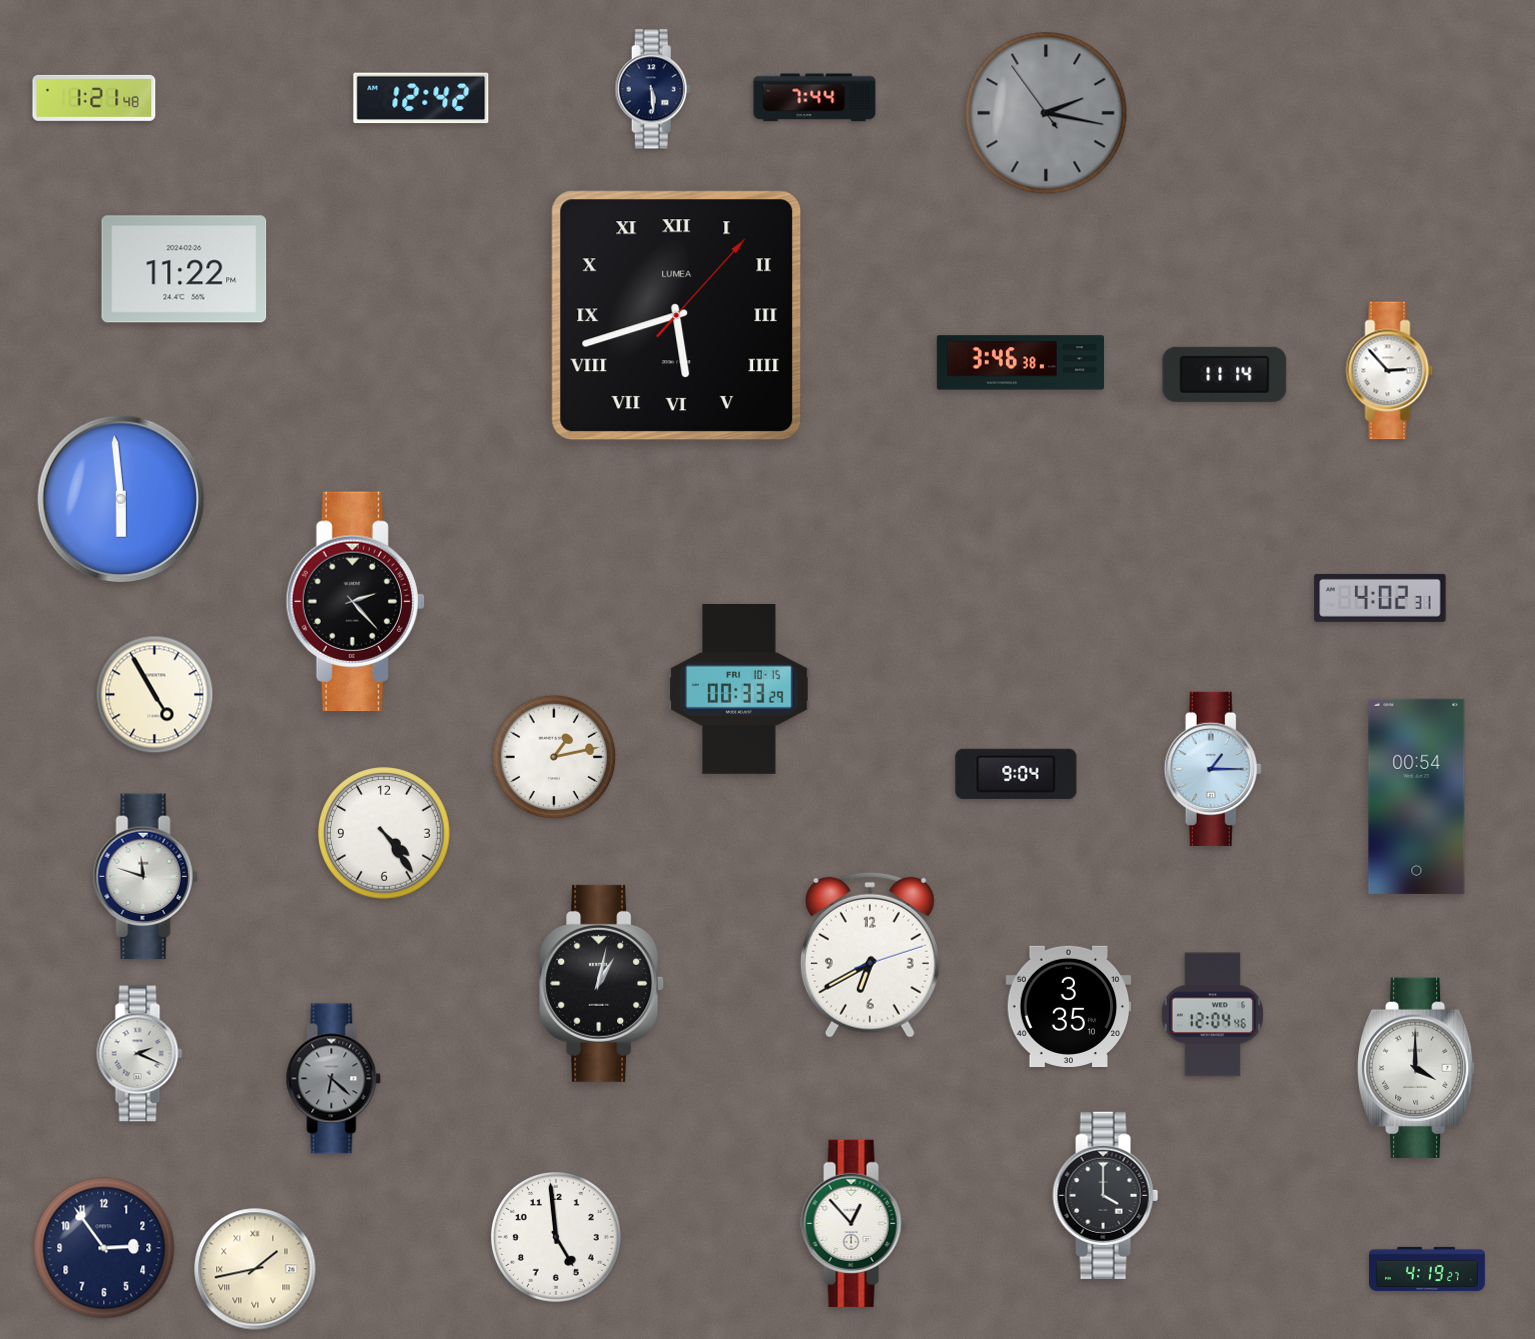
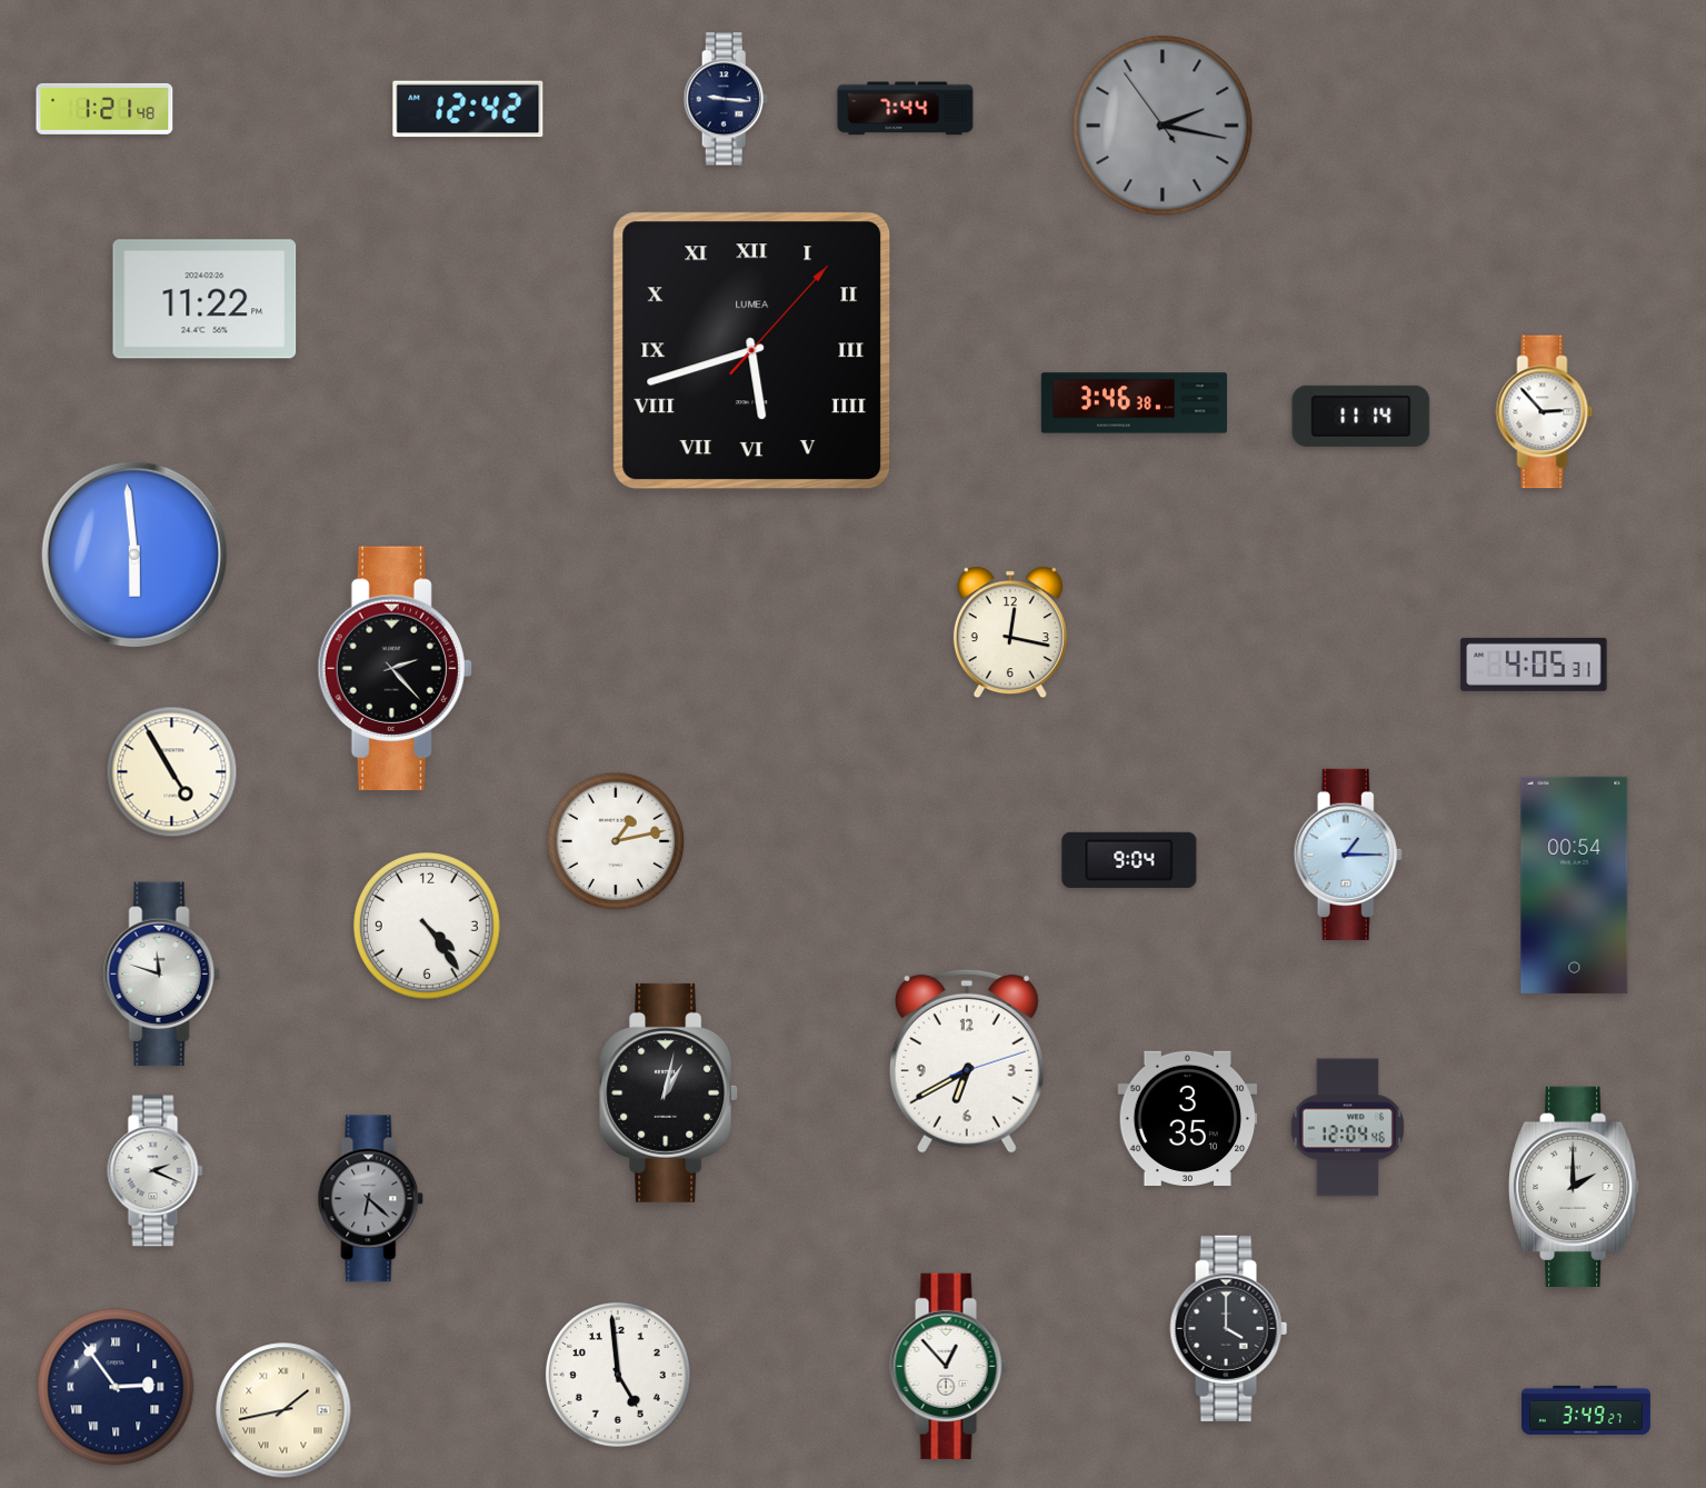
clock at (653, 89): 5:29 -> 9:16
clock at (1010, 632): none -> 12:17
clock at (1380, 598): 4:02 -> 4:05
clock at (739, 689): 00:33 -> none
clock at (1417, 1068): 4:00 -> 2:00
clock at (854, 1223) position: (854, 1223) -> (949, 1366)
clock at (104, 1248) numerals: Arabic -> Roman
clock at (1428, 1269): 4:19 -> 3:49
